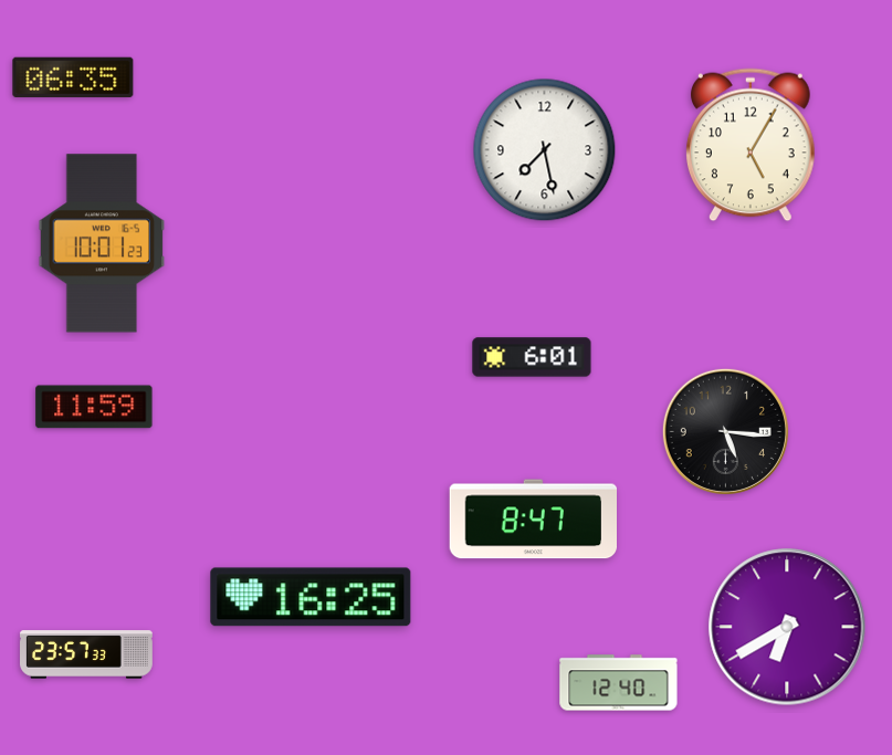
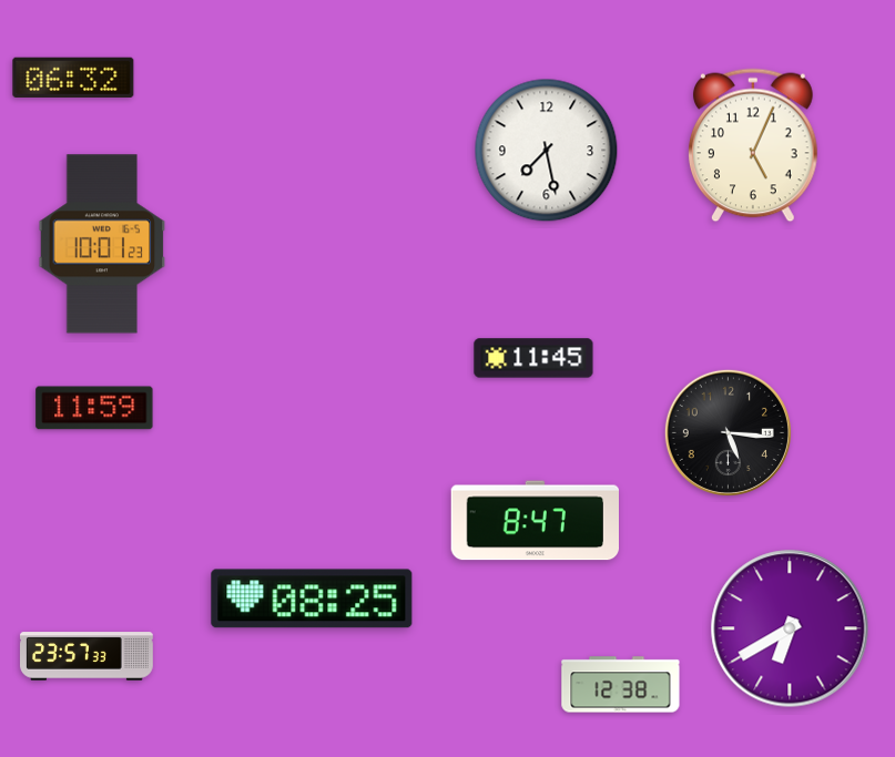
clock at (73, 77): 06:35 -> 06:32
clock at (752, 145): 5:05 -> 5:04
clock at (532, 357): 6:01 -> 11:45
clock at (311, 597): 16:25 -> 08:25
clock at (619, 683): 12:40 -> 12:38
